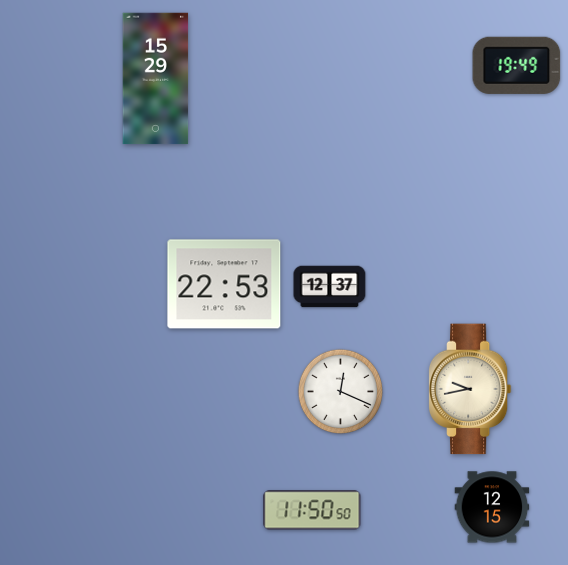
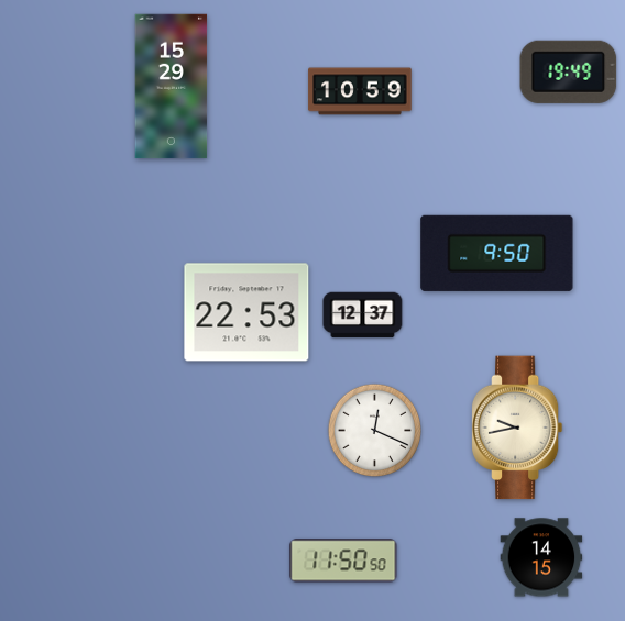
clock at (360, 91): none -> 10:59
clock at (497, 253): none -> 9:50
clock at (492, 507): 12:15 -> 14:15
